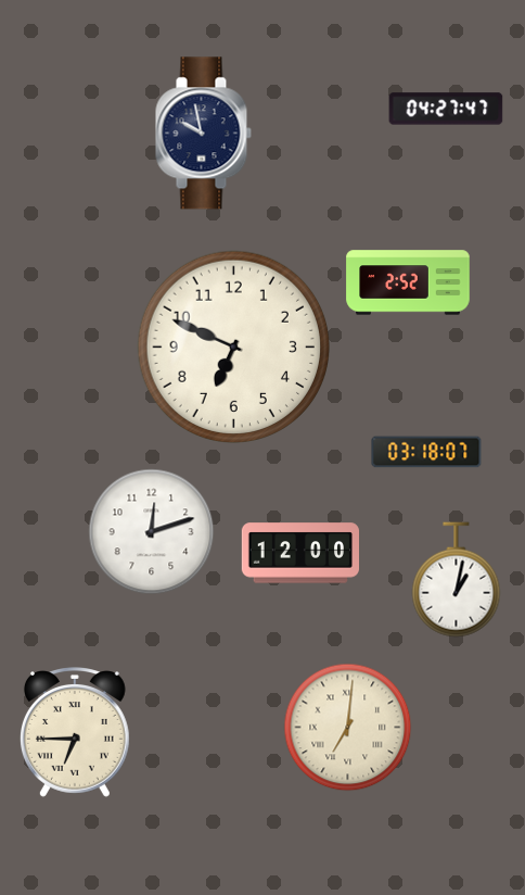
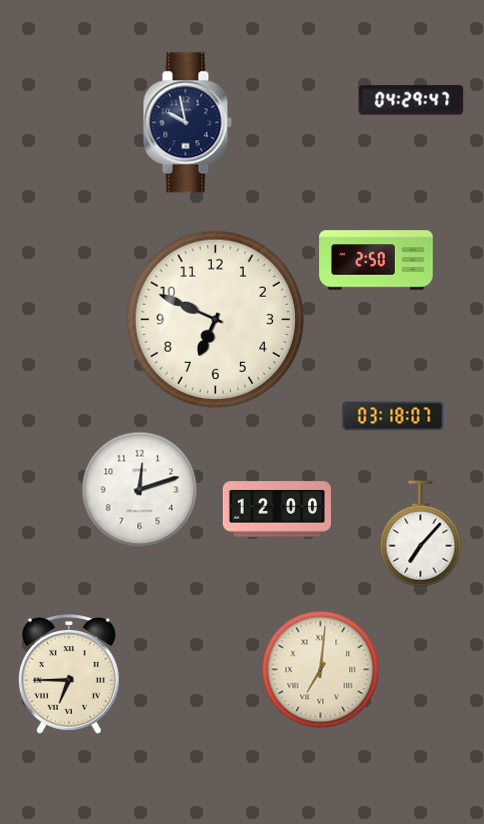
clock at (446, 109): 04:27 -> 04:29
clock at (408, 282): 2:52 -> 2:50
clock at (457, 580): 1:02 -> 7:07
